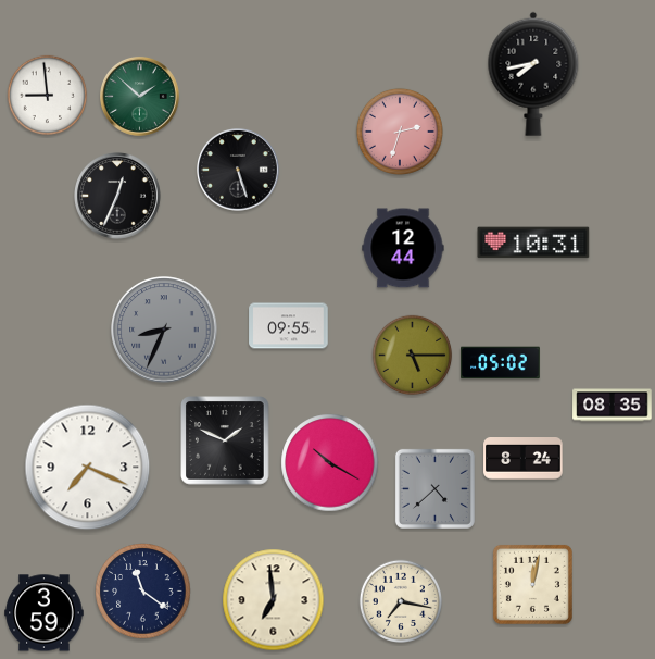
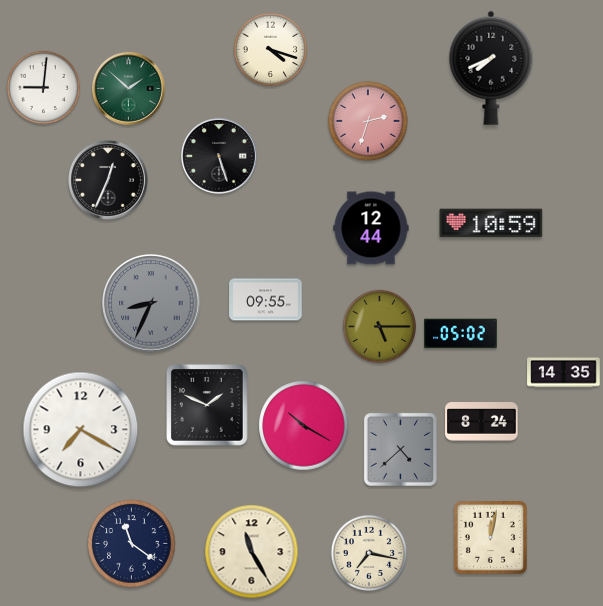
clock at (271, 50): none -> 4:18
clock at (533, 74): 7:43 -> 7:41
clock at (48, 96): 8:59 -> 9:01
clock at (533, 243): 10:31 -> 10:59
clock at (613, 406): 08:35 -> 14:35
clock at (88, 468): 7:19 -> 7:20
clock at (274, 600): 6:59 -> 11:25
clock at (45, 613): 3:59 -> none
